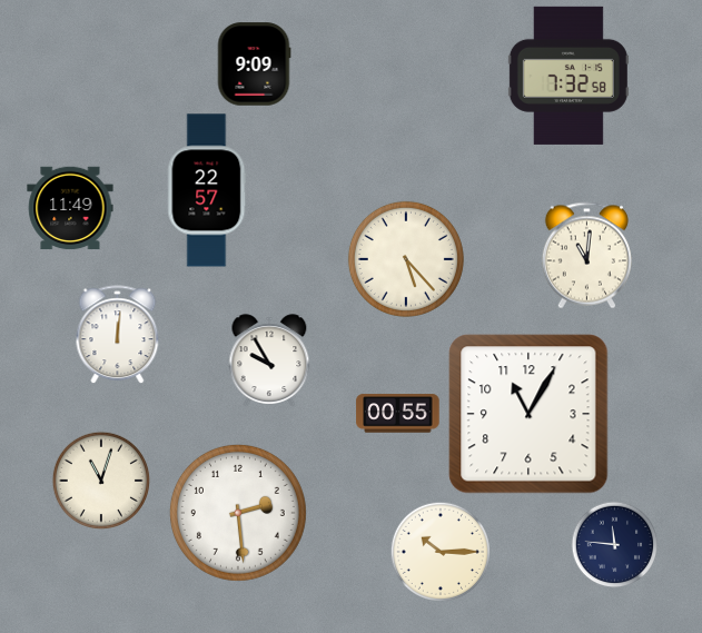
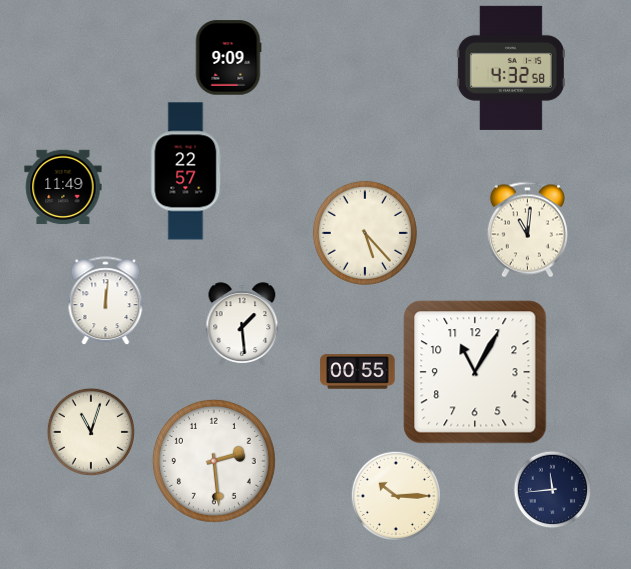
clock at (568, 76): 7:32 -> 4:32
clock at (269, 360): 9:55 -> 1:29
clock at (615, 545): 11:46 -> 11:44
